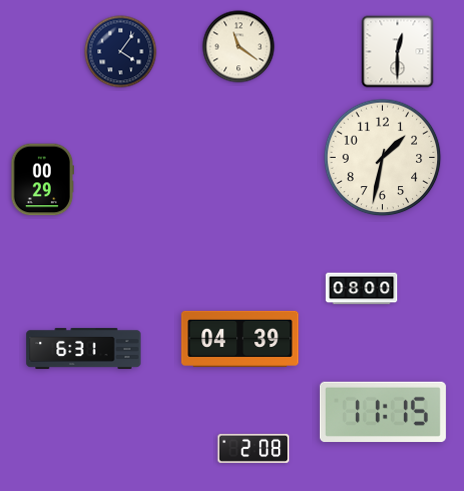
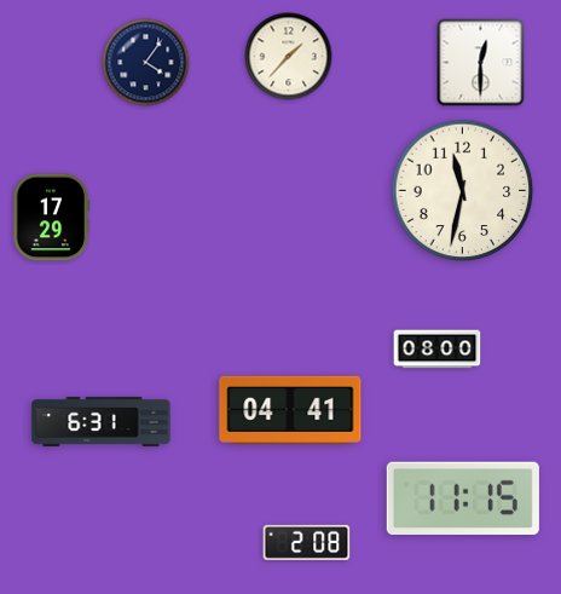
clock at (239, 47): 11:21 -> 1:37
clock at (383, 158): 1:32 -> 11:32
clock at (42, 180): 00:29 -> 17:29
clock at (240, 339): 04:39 -> 04:41
